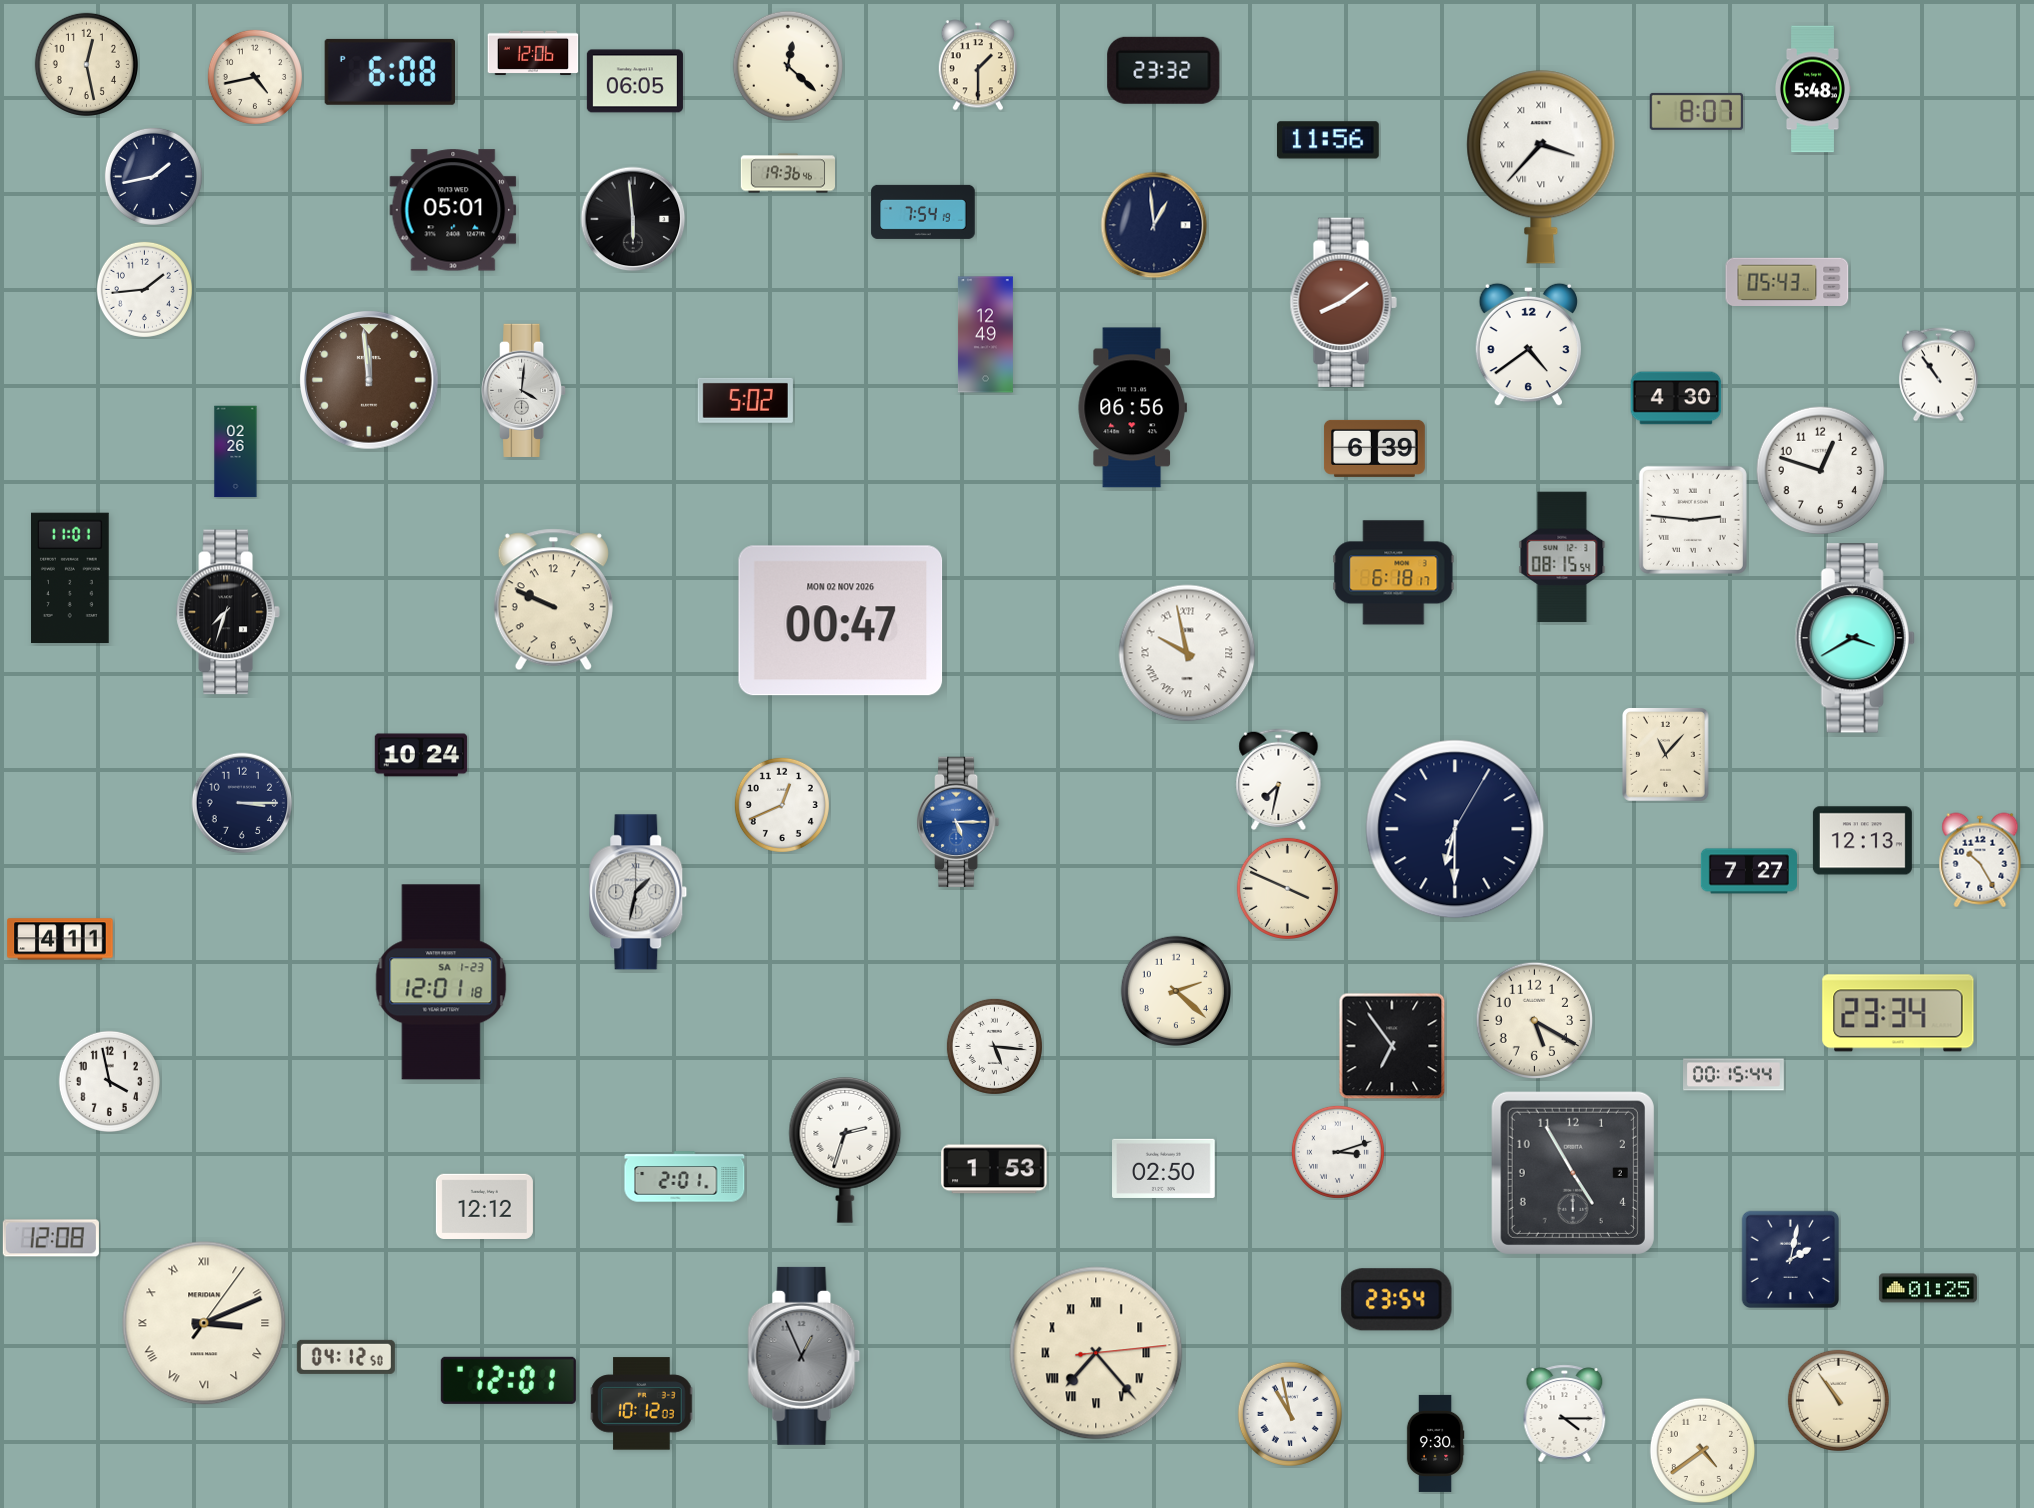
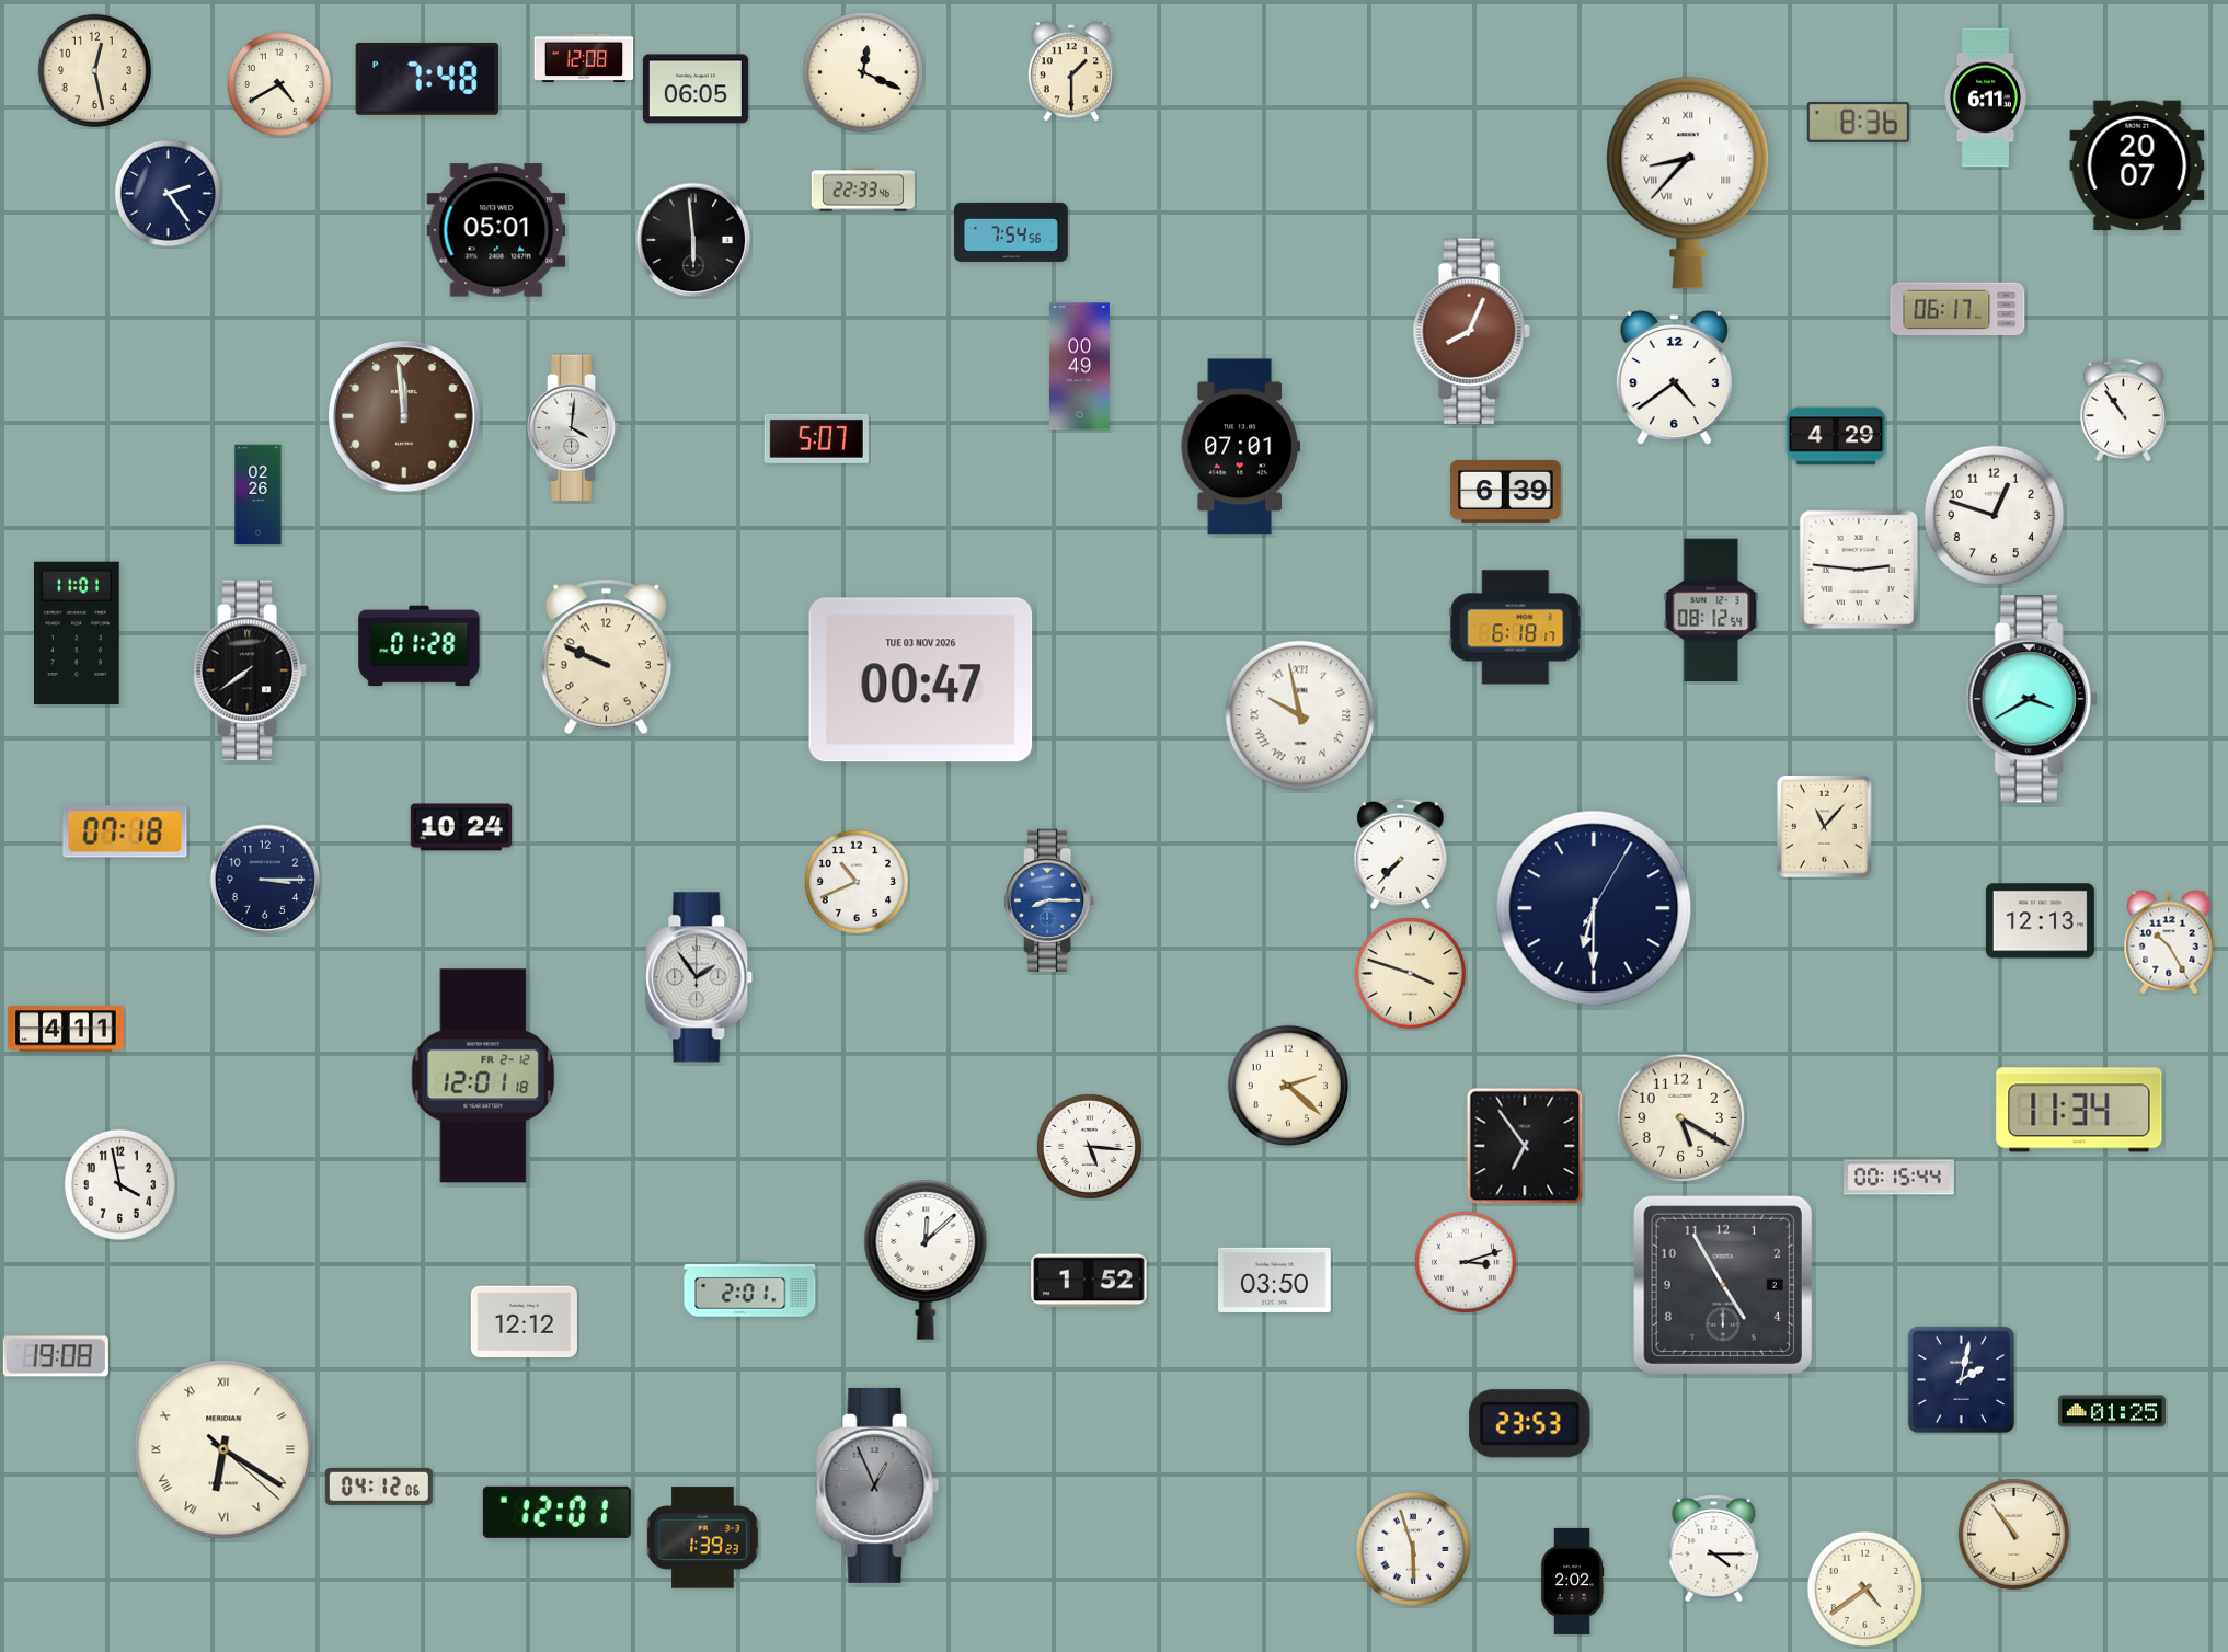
clock at (533, 53): 12:06 -> 12:08
clock at (787, 65): 12:22 -> 12:19
clock at (1164, 70): 23:32 -> none
clock at (389, 72): 6:08 -> 7:48
clock at (255, 77): 4:43 -> 4:40
clock at (1812, 89): 5:48 -> 6:11
clock at (1696, 111): 8:07 -> 8:36
clock at (1328, 140): 11:56 -> none
clock at (2137, 165): none -> 20:07
clock at (1541, 167): 3:37 -> 8:37
clock at (787, 173): 19:36 -> 22:33
clock at (153, 176): 1:43 -> 2:24
clock at (923, 212): 7:54:19 -> 7:54:56
clock at (1154, 225): 12:59 -> none
clock at (1787, 282): 05:43 -> 06:17
clock at (144, 289): 1:44 -> none
clock at (1343, 302): 8:09 -> 8:04
clock at (985, 335): 12:49 -> 00:49
clock at (1676, 398): 4:30 -> 4:29
clock at (745, 400): 5:02 -> 5:07
clock at (1132, 408): 06:56 -> 07:01
clock at (1693, 520) position: (1693, 520) -> (1859, 570)
clock at (1562, 557): 08:15 -> 08:12
clock at (1394, 573) position: (1394, 573) -> (1516, 628)
clock at (420, 646): none -> 01:28
clock at (228, 612): 7:33 -> 7:39
clock at (841, 621) date: MON 02 NOV 2026 -> TUE 03 NOV 2026
clock at (125, 831): none -> 07:18
clock at (1279, 780): 7:32 -> 7:37
clock at (782, 805): 12:41 -> 10:41
clock at (958, 822): 5:15 -> 8:15
clock at (1749, 871): 7:27 -> none
clock at (1287, 888): 3:49 -> 3:48
clock at (638, 892): 1:32 -> 1:54
clock at (441, 982) date: SA 1-23 -> FR 2-12
clock at (1898, 1013): 23:34 -> 11:34
clock at (845, 1151): 2:33 -> 12:08
clock at (1164, 1168): 02:50 -> 03:50
clock at (994, 1169): 1:53 -> 1:52
clock at (484, 1207) position: (484, 1207) -> (524, 1322)
clock at (51, 1238): 12:08 -> 19:08
clock at (1397, 1300): 23:54 -> 23:53
clock at (204, 1323): 3:11 -> 6:20
clock at (1096, 1353): 7:23 -> none
clock at (804, 1356) position: (804, 1356) -> (877, 1485)
clock at (346, 1357): 04:12:50 -> 04:12:06
clock at (642, 1404): 10:12 -> 1:39
clock at (1290, 1414): 10:58 -> 5:57
clock at (1435, 1443): 9:30 -> 2:02
